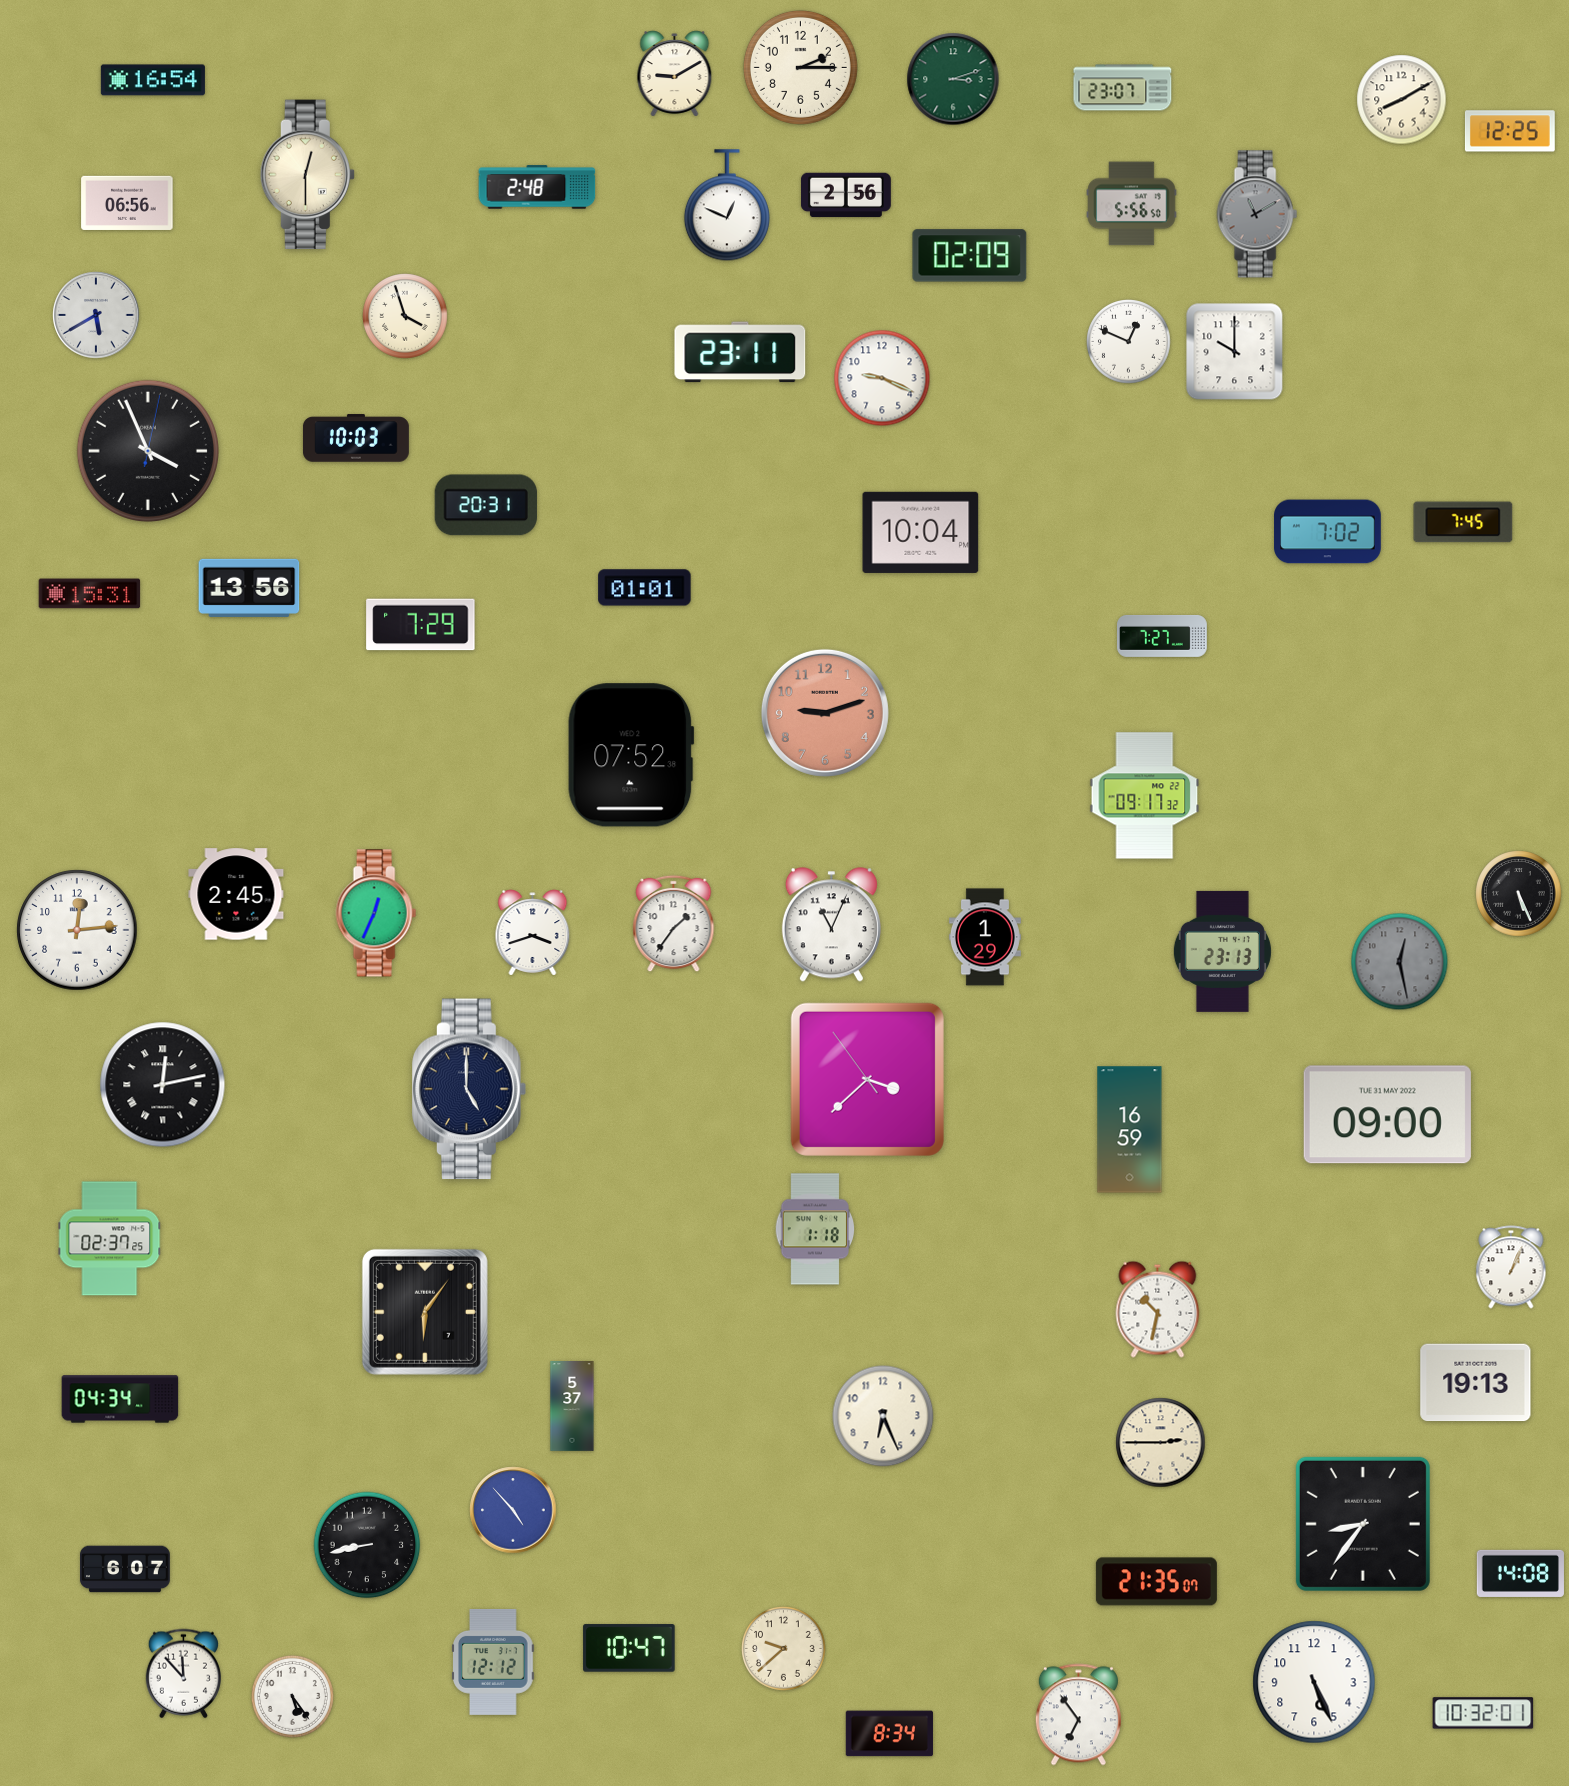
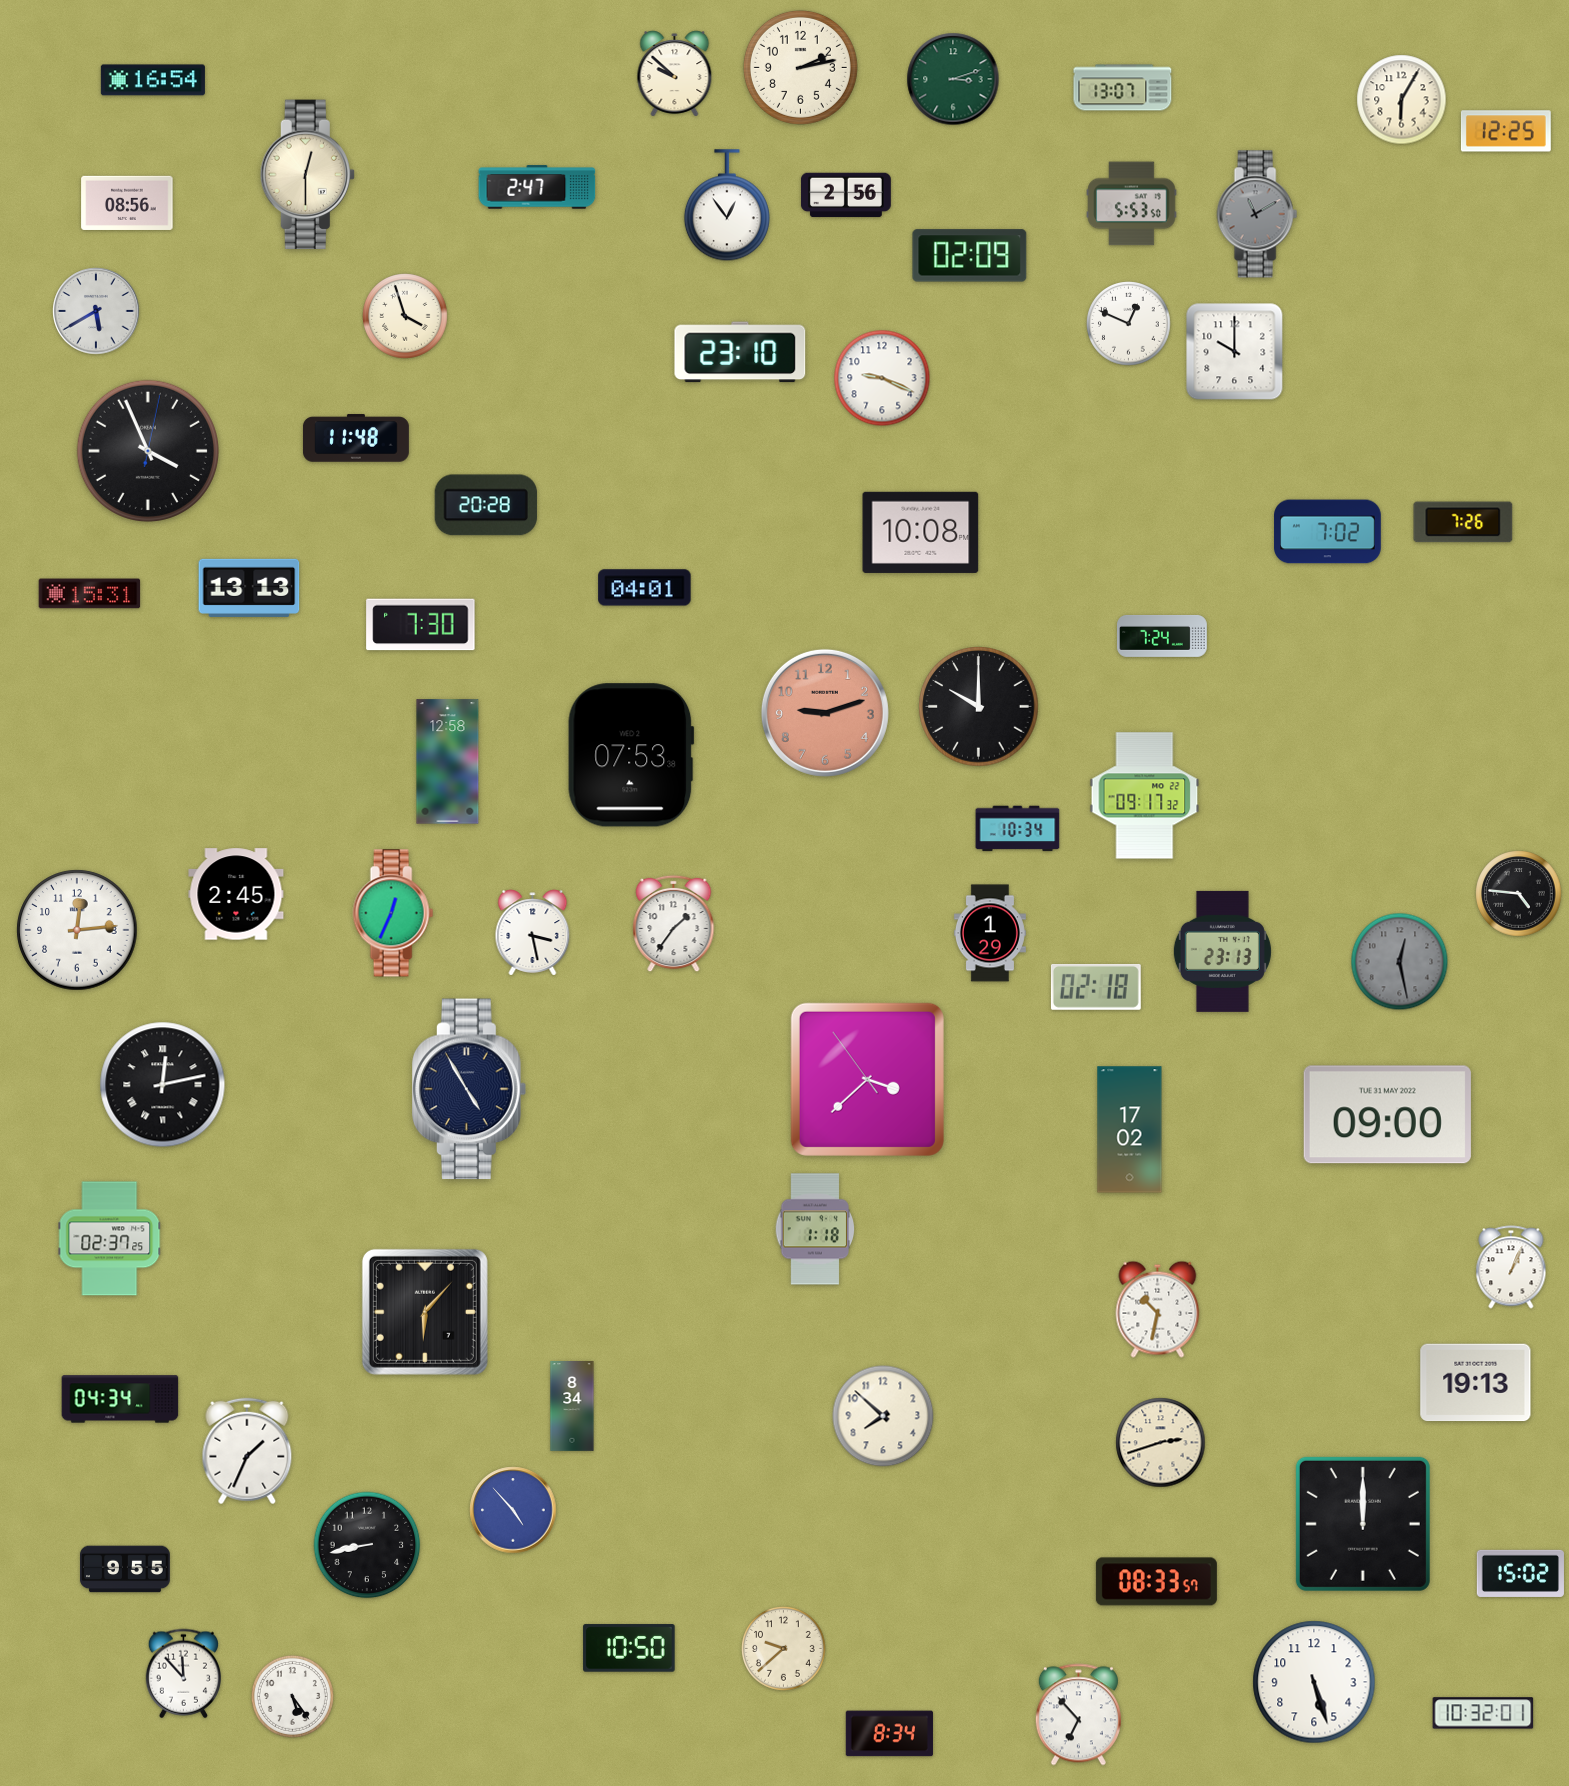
clock at (800, 67): 2:15 -> 2:13
clock at (675, 74): 9:10 -> 9:52
clock at (1123, 88): 23:07 -> 13:07
clock at (1402, 100): 8:10 -> 6:05
clock at (1510, 131) position: (1510, 131) -> (1506, 131)
clock at (537, 187): 2:48 -> 2:47
clock at (127, 203): 06:56 -> 08:56
clock at (1132, 204): 5:56 -> 5:53
clock at (727, 206): 12:49 -> 12:54
clock at (96, 315) position: (96, 315) -> (96, 311)
clock at (1129, 342) position: (1129, 342) -> (1129, 324)
clock at (740, 352): 23:11 -> 23:10
clock at (356, 438): 10:03 -> 11:48
clock at (486, 505): 20:31 -> 20:28
clock at (1463, 522): 7:45 -> 7:26
clock at (921, 532): 10:04 -> 10:08
clock at (249, 588): 13:56 -> 13:13
clock at (645, 588): 01:01 -> 04:01
clock at (421, 625): 7:29 -> 7:30
clock at (1163, 636): 7:27 -> 7:24
clock at (979, 707): none -> 10:00
clock at (631, 755): 07:52 -> 07:53
clock at (448, 762): none -> 12:58
clock at (1018, 829): none -> 10:34
clock at (1519, 894): 5:26 -> 4:46
clock at (376, 913) position: (376, 913) -> (393, 913)
clock at (831, 925): 11:04 -> none
clock at (533, 933): 3:42 -> 3:28
clock at (985, 937) position: (985, 937) -> (990, 933)
clock at (1096, 987): none -> 02:18
clock at (470, 1089): 5:00 -> 4:55
clock at (1130, 1130): 16:59 -> 17:02
clock at (425, 1312): 6:06 -> 6:07
clock at (572, 1407): 5:37 -> 8:34
clock at (883, 1416): 6:26 -> 7:52
clock at (1161, 1443): 2:45 -> 2:42
clock at (247, 1451): none -> 1:34
clock at (1363, 1524): 8:36 -> 12:00
clock at (126, 1569): 6:07 -> 9:55
clock at (1520, 1573): 14:08 -> 15:02
clock at (1156, 1582): 21:35 -> 08:33
clock at (629, 1648): 10:47 -> 10:50
clock at (493, 1662): 12:12 -> none
clock at (1314, 1682): 5:26 -> 5:27
clock at (1078, 1715): 6:54 -> 6:53
